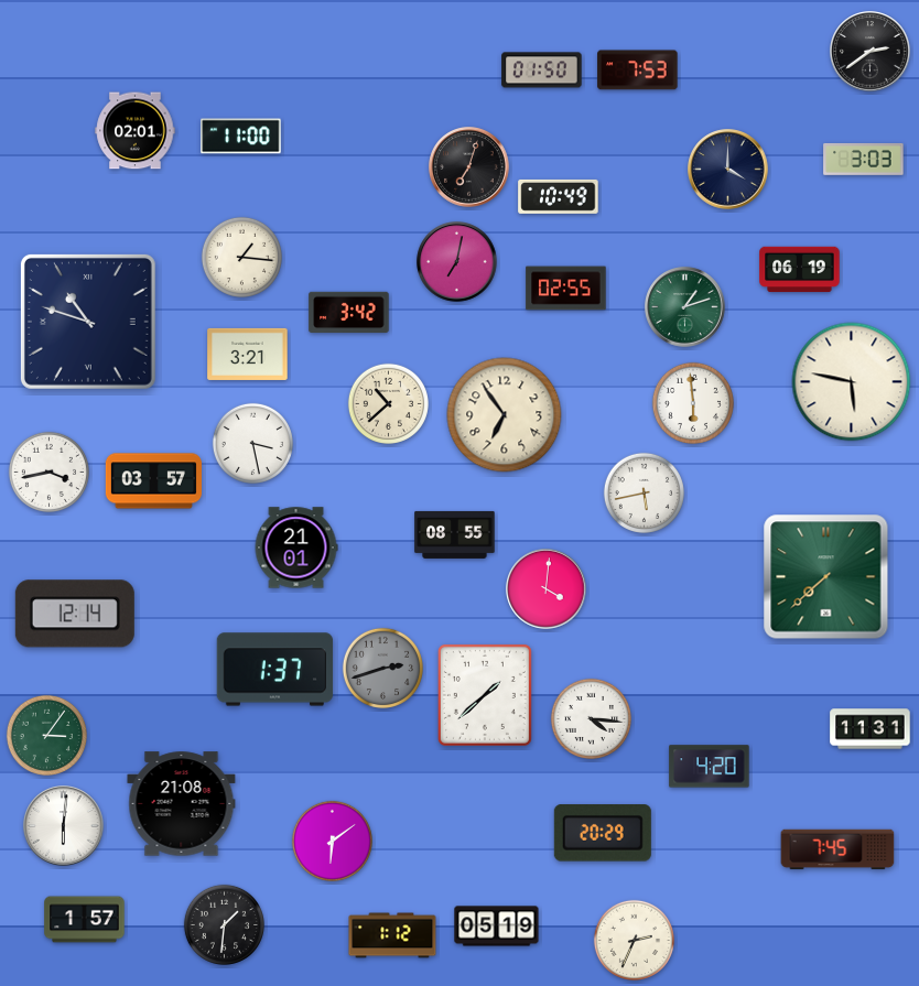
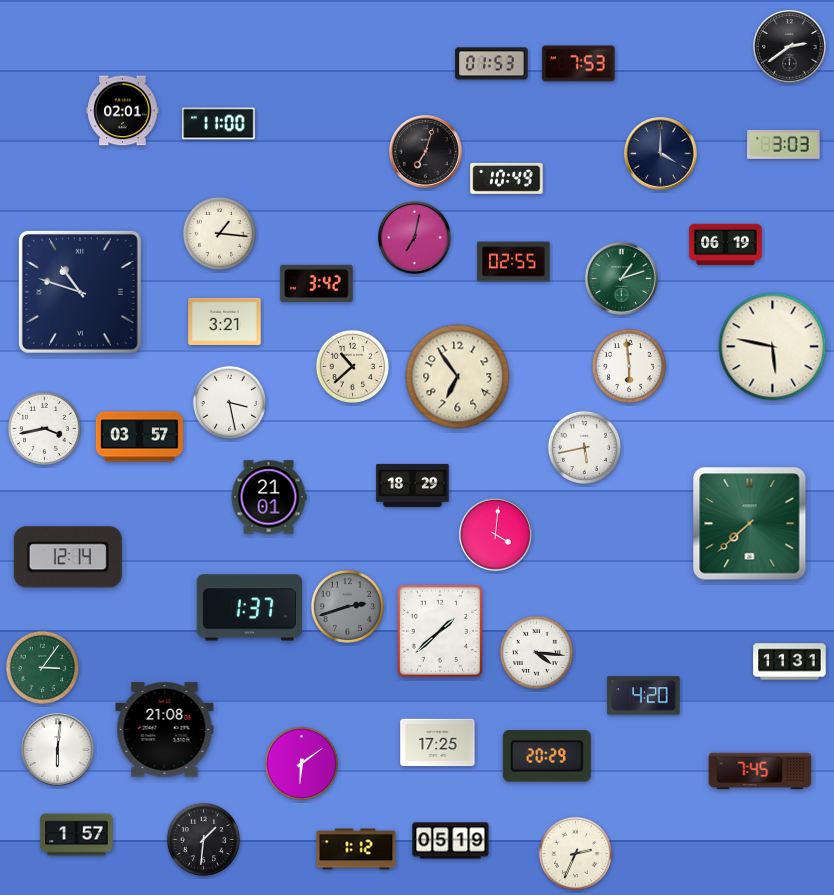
clock at (542, 71): 01:50 -> 01:53
clock at (136, 131) position: (136, 131) -> (123, 111)
clock at (455, 534): 08:55 -> 18:29
clock at (438, 743): none -> 17:25
